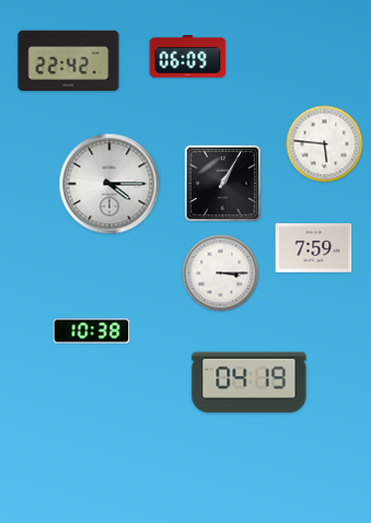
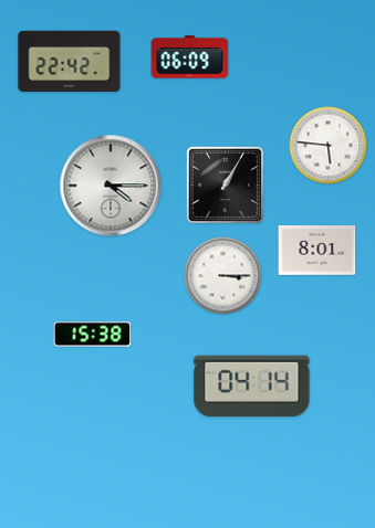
clock at (314, 248): 7:59 -> 8:01
clock at (92, 332): 10:38 -> 15:38
clock at (250, 383): 04:19 -> 04:14
